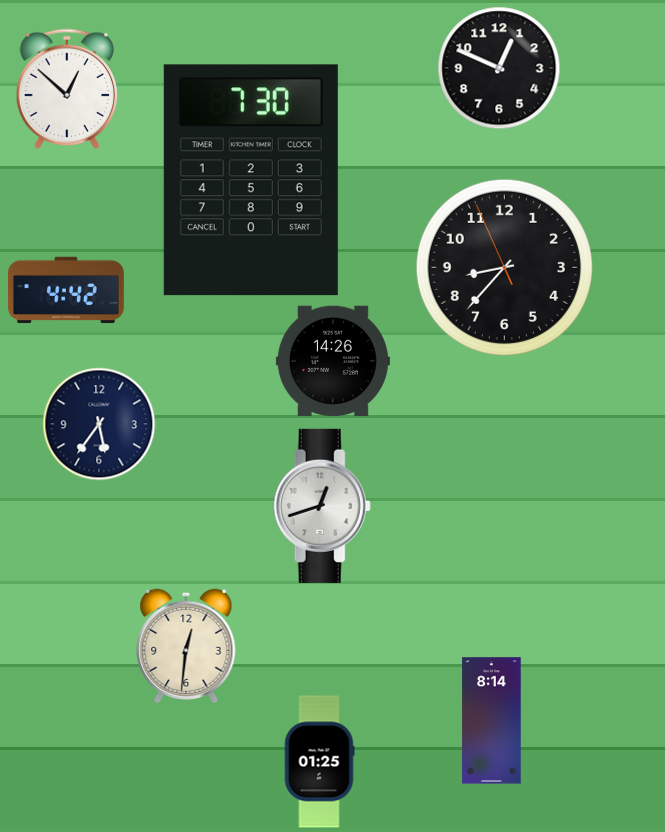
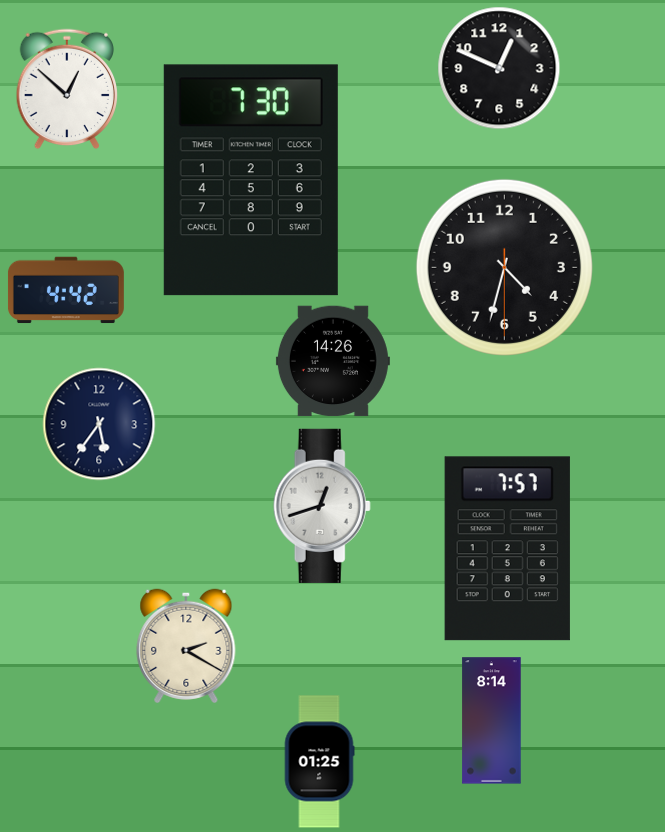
clock at (504, 267): 8:36 -> 4:32
clock at (507, 549): none -> 7:57
clock at (186, 646): 12:31 -> 2:20
